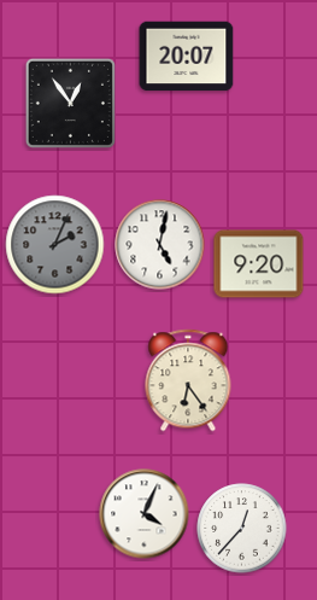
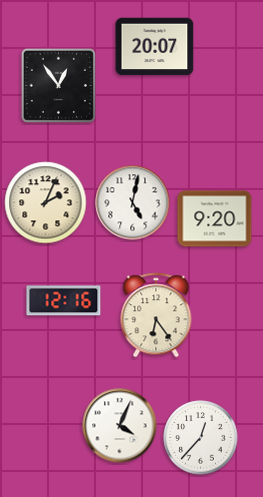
clock at (55, 245) dial: grey -> cream
clock at (64, 301): none -> 12:16
